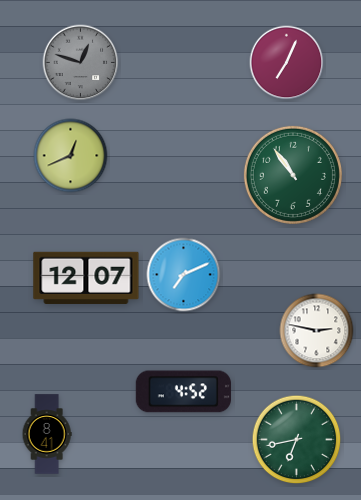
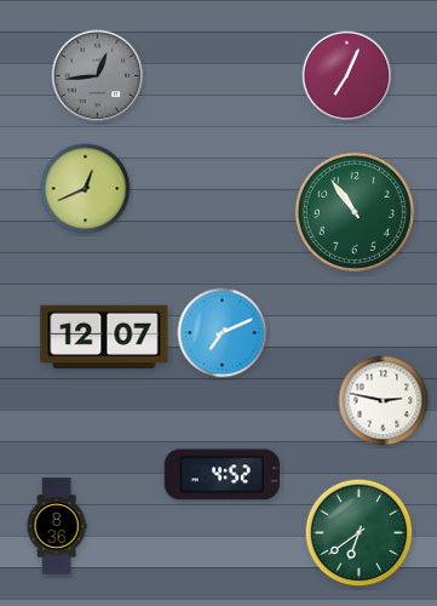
clock at (81, 63): 12:48 -> 12:44
clock at (47, 434): 8:41 -> 8:36
clock at (297, 440): 6:43 -> 6:39
